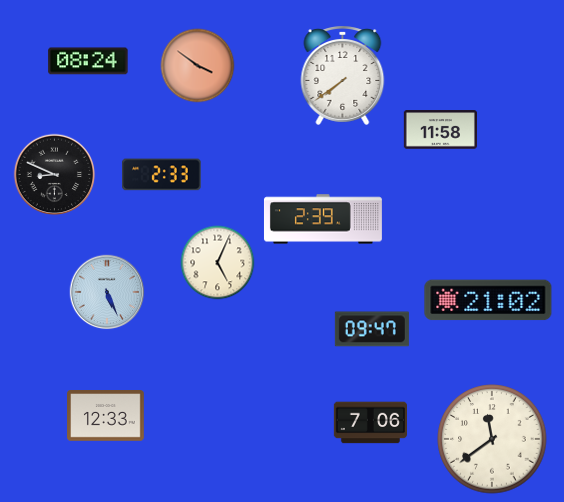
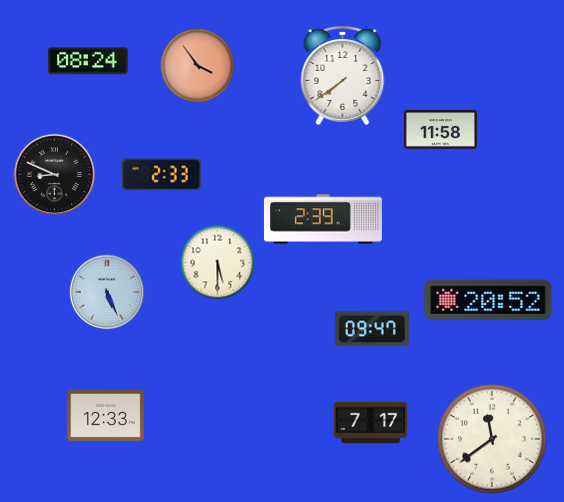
clock at (198, 66): 3:51 -> 3:54
clock at (218, 263): 5:04 -> 5:30
clock at (488, 300): 21:02 -> 20:52
clock at (370, 423): 7:06 -> 7:17
